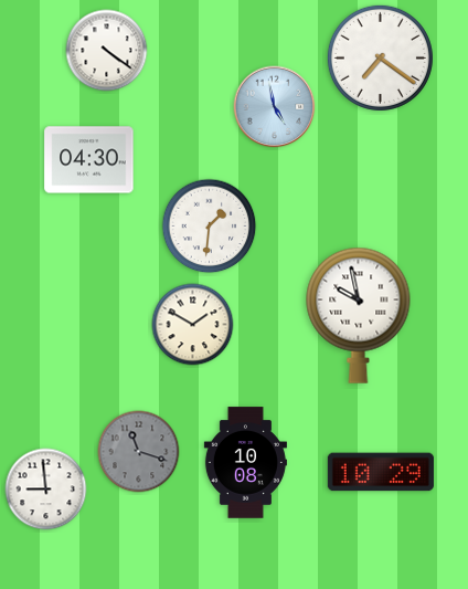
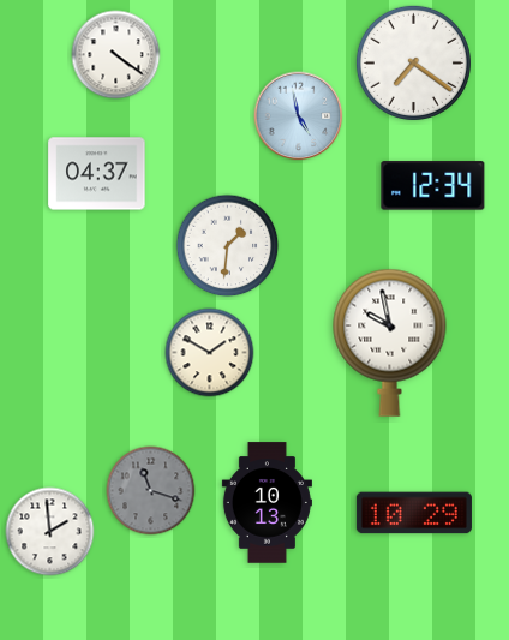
clock at (89, 160): 04:30 -> 04:37
clock at (433, 186): none -> 12:34
clock at (245, 463): 10:08 -> 10:13
clock at (46, 490): 8:59 -> 1:59
